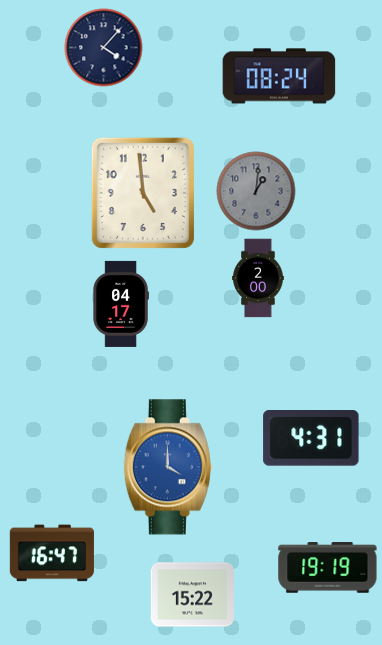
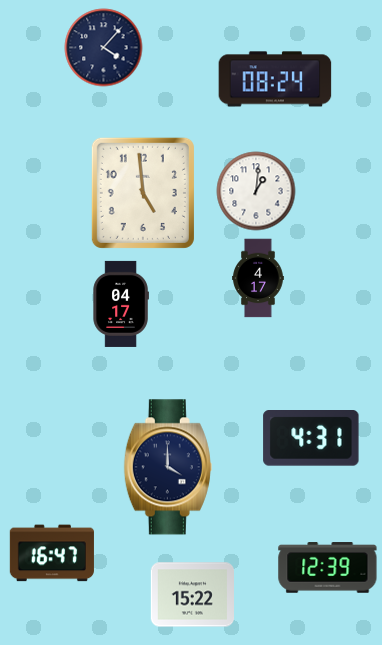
clock at (279, 76) position: (279, 76) -> (275, 79)
clock at (256, 191) dial: grey -> white
clock at (258, 278): 2:00 -> 4:17
clock at (168, 467) dial: blue -> navy
clock at (328, 568): 19:19 -> 12:39
